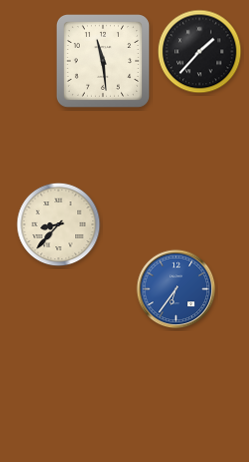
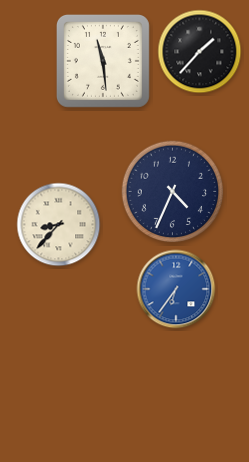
clock at (173, 192): none -> 4:34
